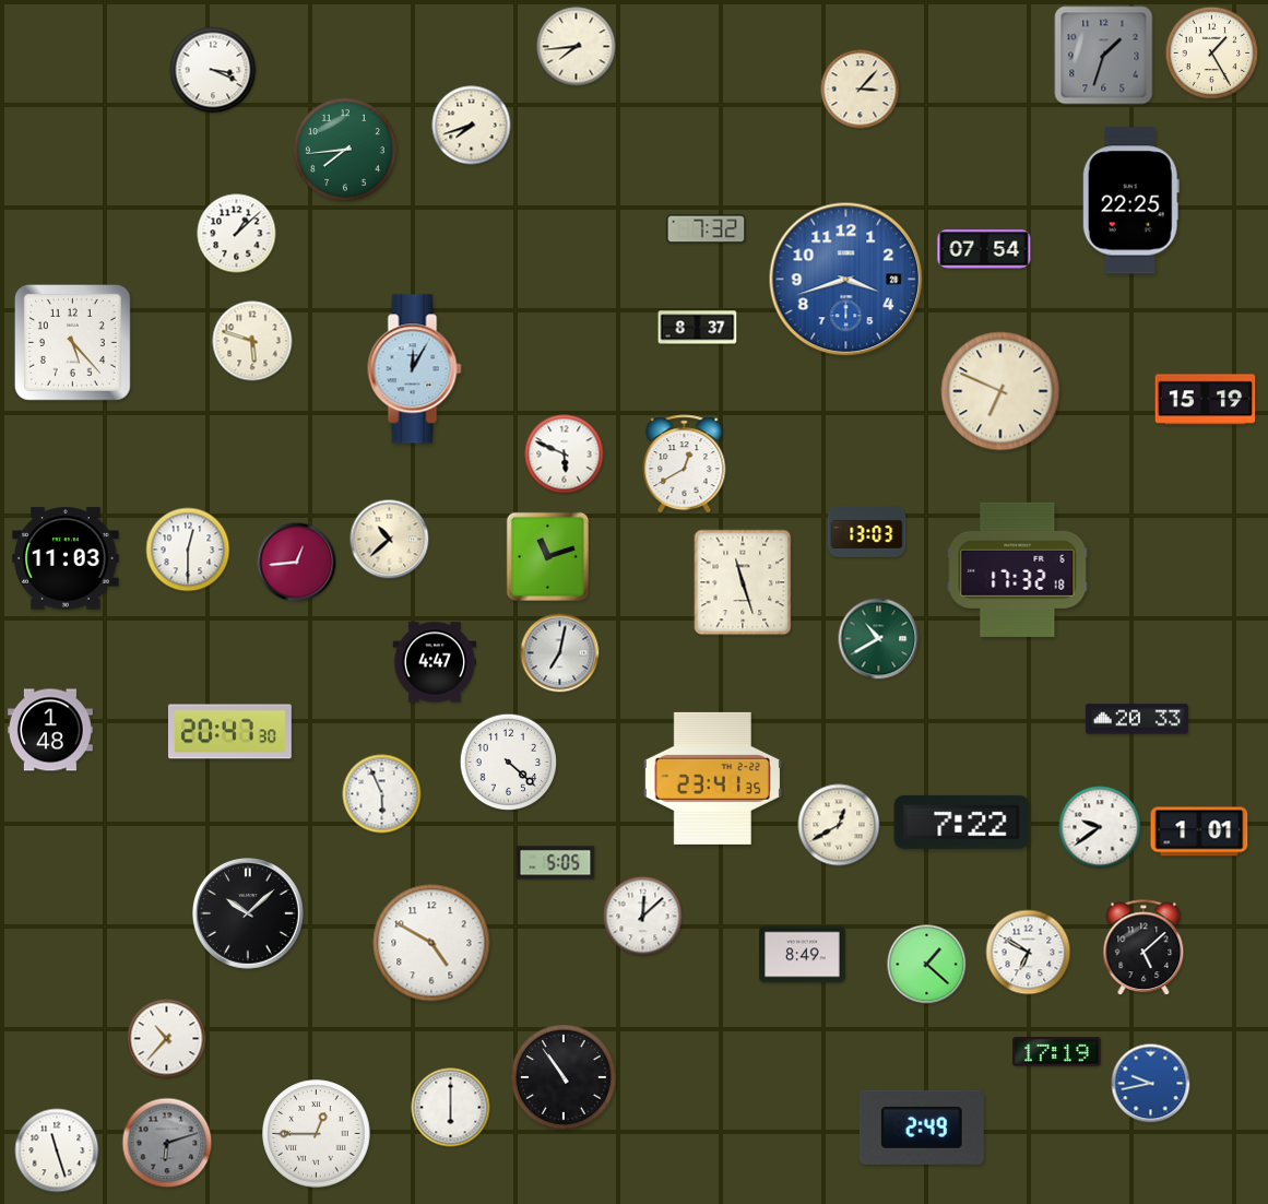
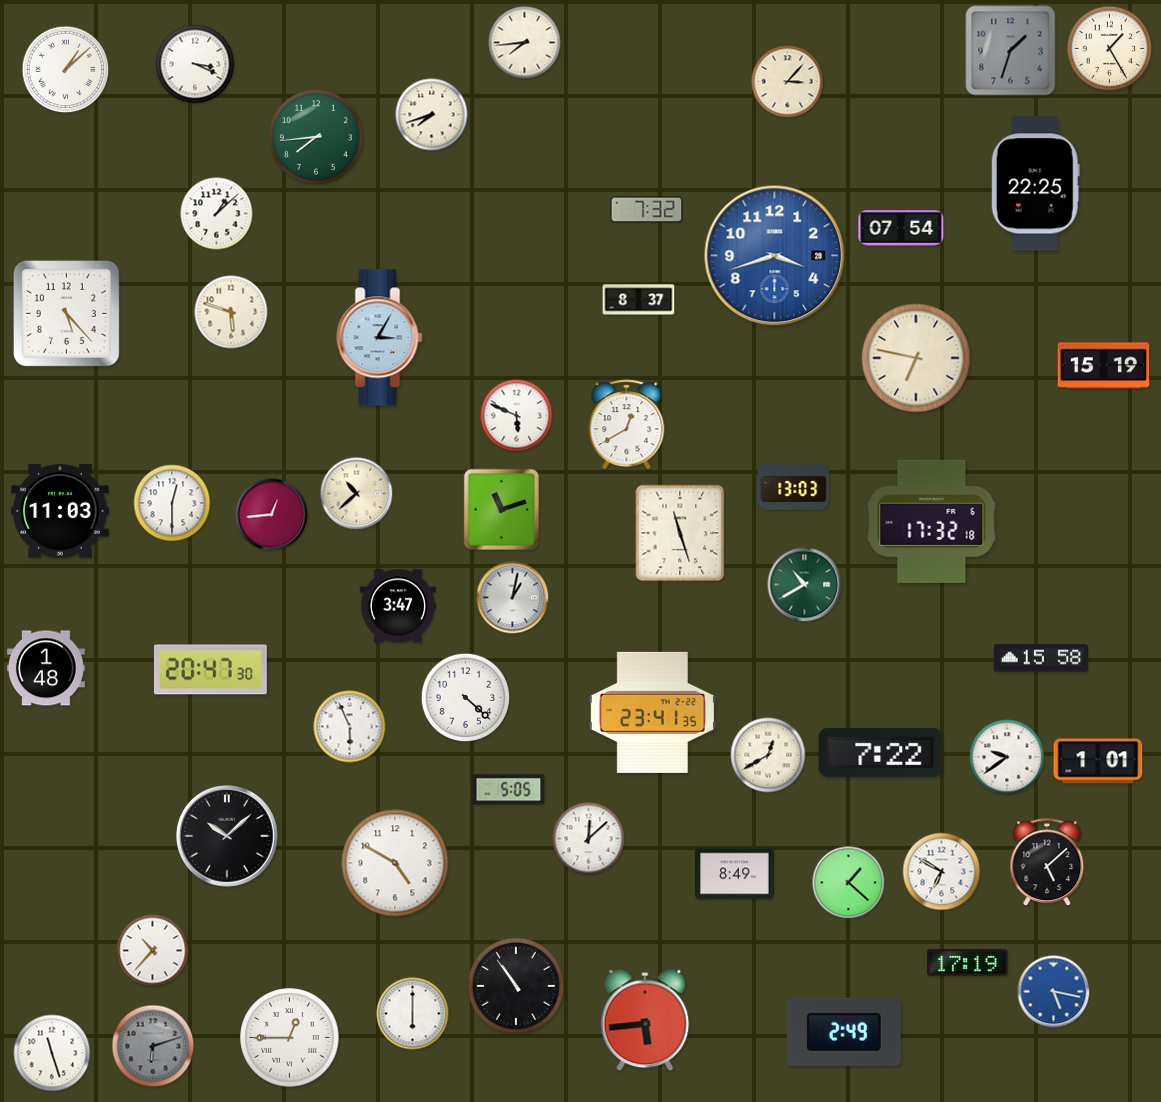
clock at (577, 47) position: (577, 47) -> (525, 43)
clock at (66, 70): none -> 1:08
clock at (415, 369): 12:05 -> 3:05
clock at (1000, 391): 6:49 -> 6:47
clock at (560, 653): 7:02 -> 1:02
clock at (435, 662): 4:47 -> 3:47
clock at (1137, 719): 20:33 -> 15:58
clock at (1143, 948) position: (1143, 948) -> (1047, 863)
clock at (1151, 1084): 9:43 -> 5:17
clock at (645, 1020): none -> 5:44
